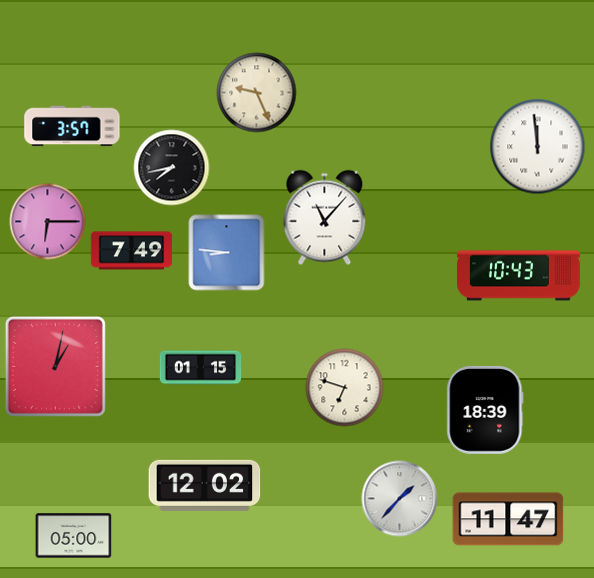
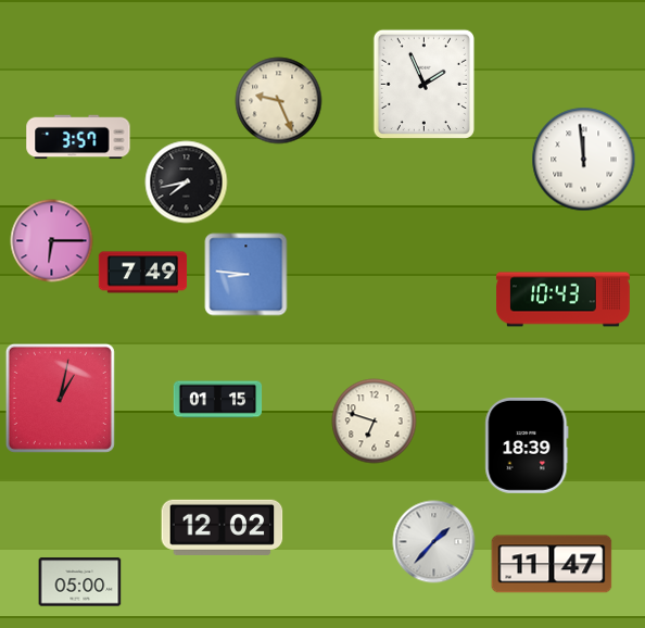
clock at (423, 84): none -> 1:56
clock at (325, 218): 11:07 -> none
